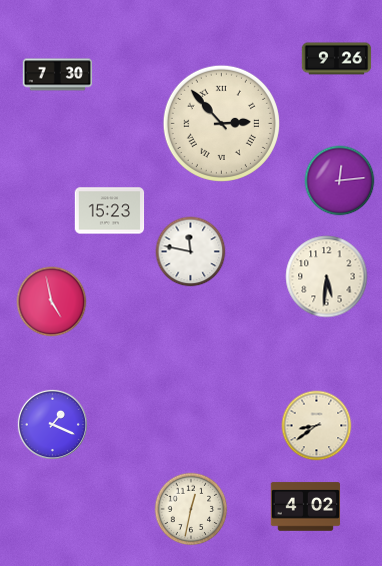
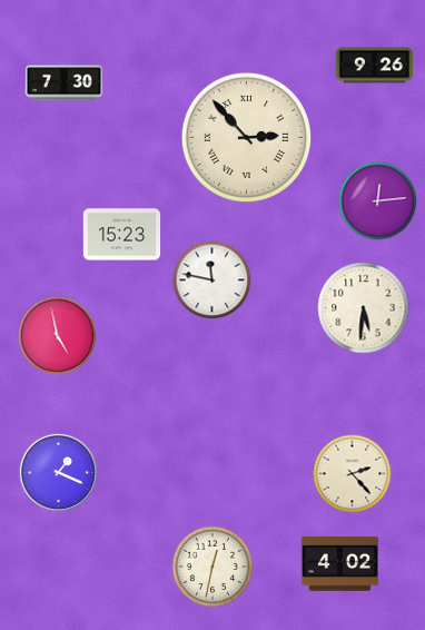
clock at (317, 426): 8:39 -> 2:23
